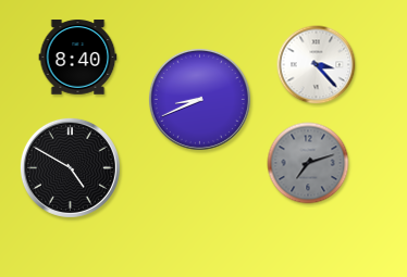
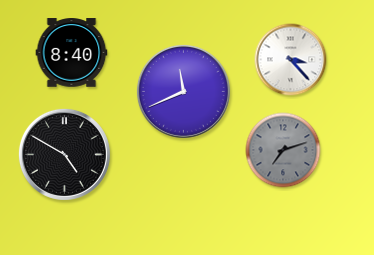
clock at (199, 99): 8:41 -> 11:41
